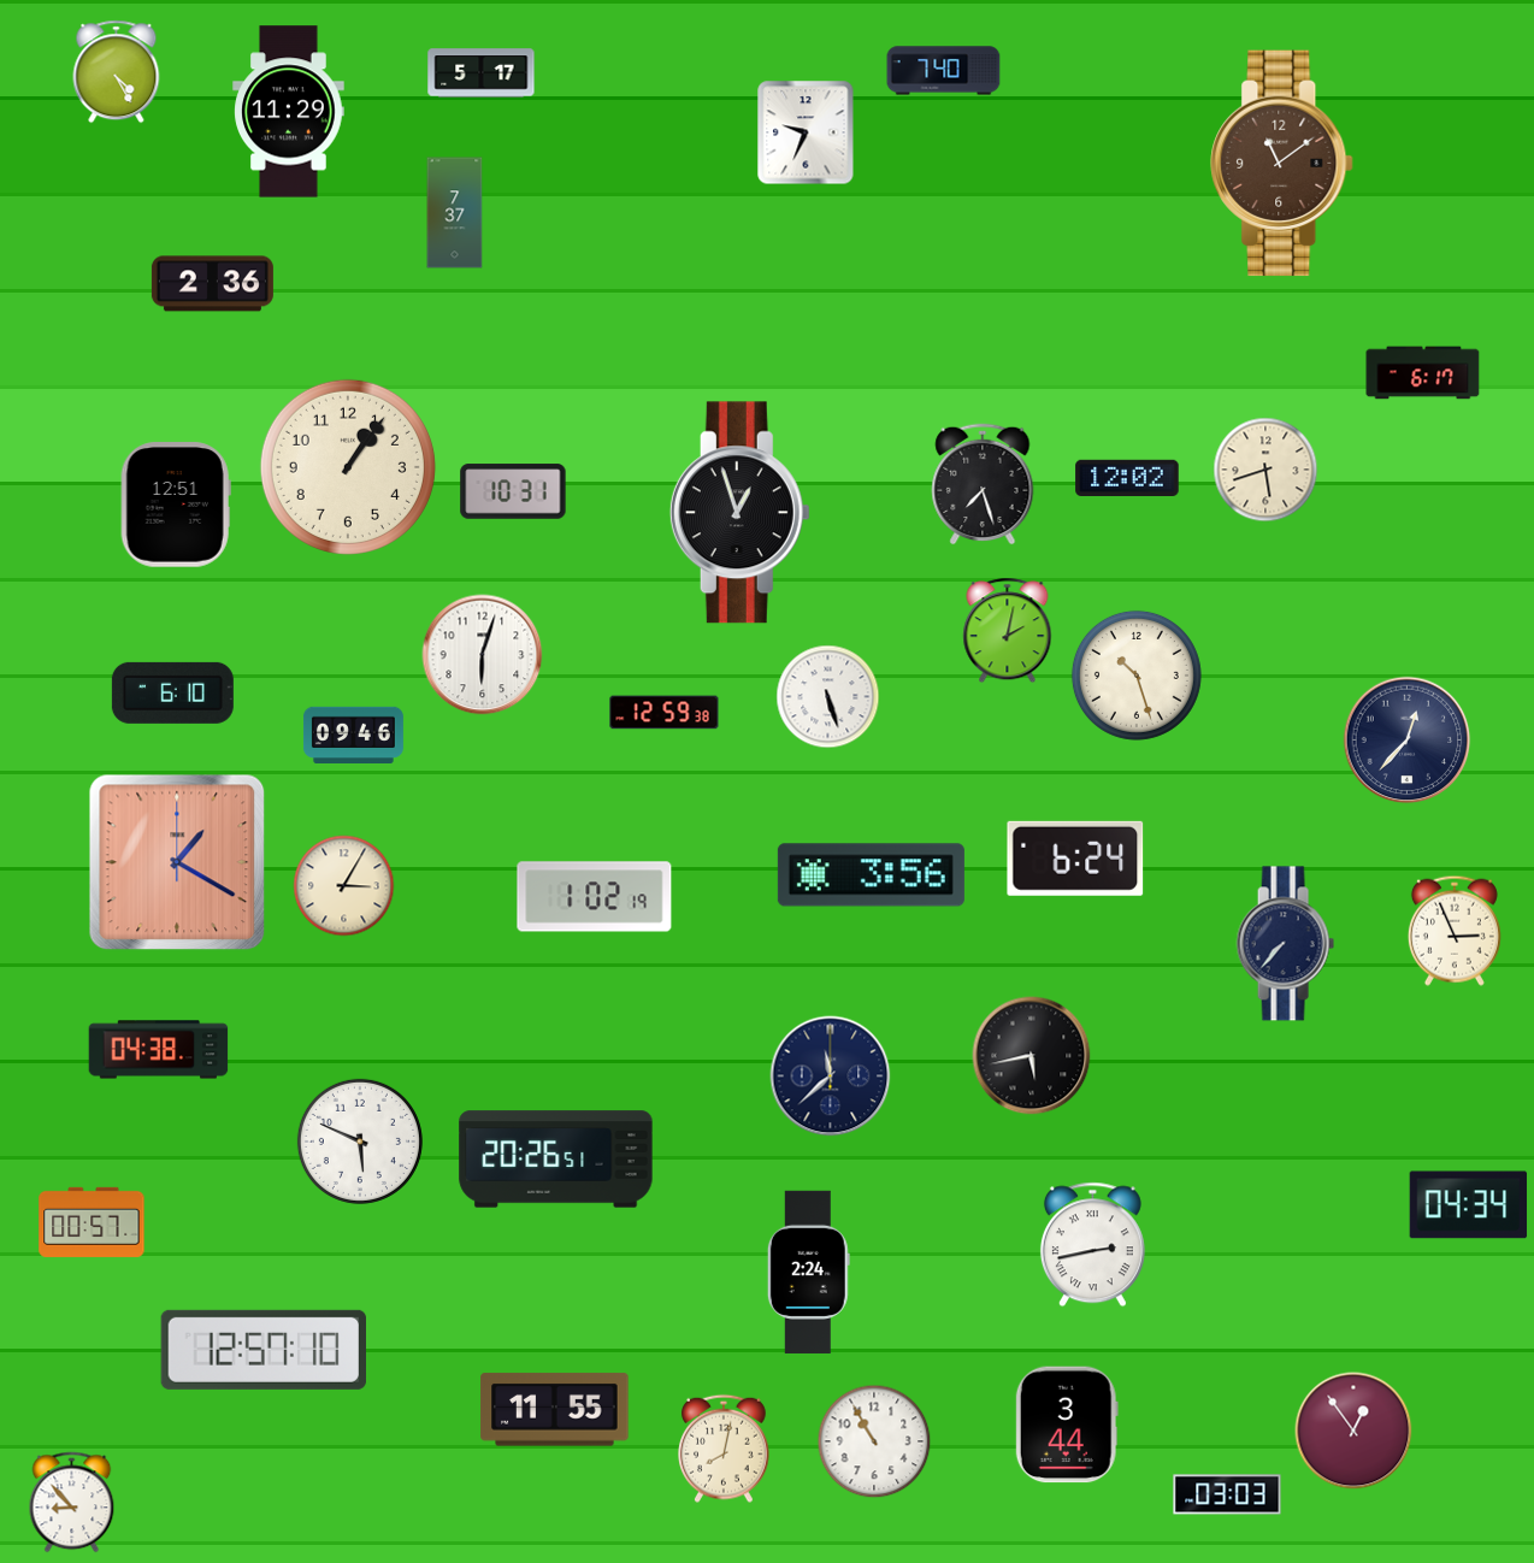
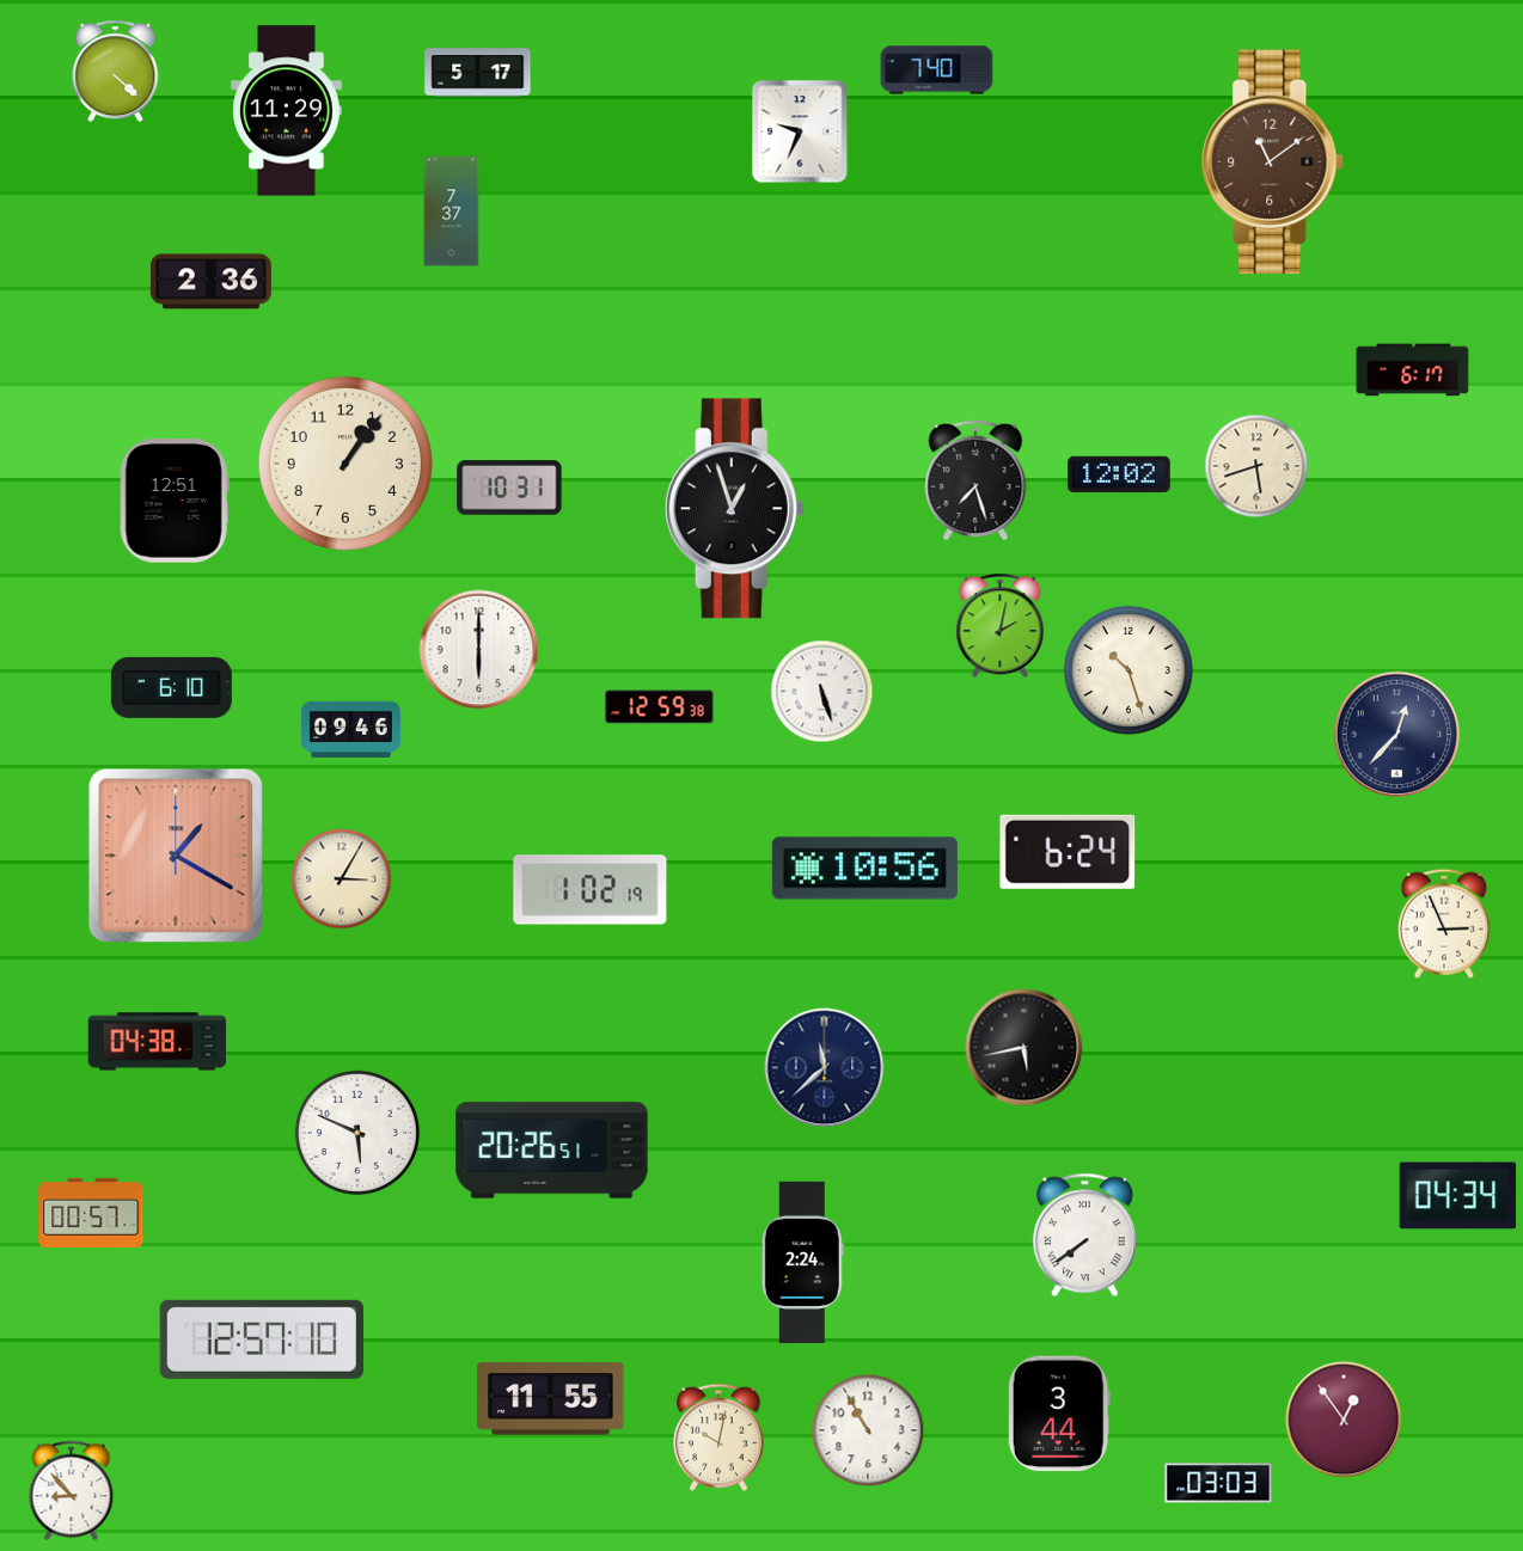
clock at (117, 72): 4:25 -> 4:22
clock at (483, 655): 6:03 -> 6:00
clock at (871, 875): 3:56 -> 10:56
clock at (1285, 944): 7:37 -> none
clock at (1092, 1245): 2:43 -> 7:39
clock at (725, 1449): 8:02 -> 10:02
